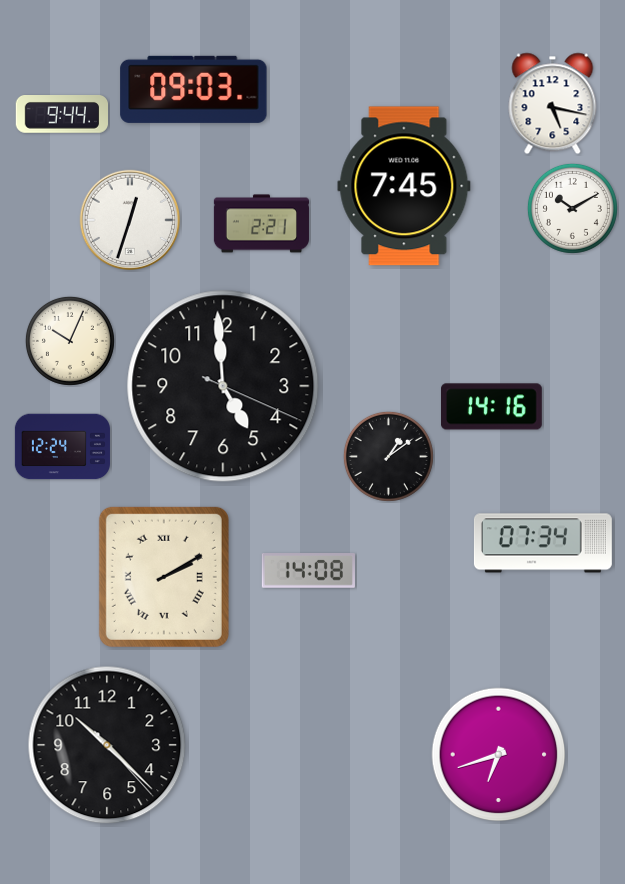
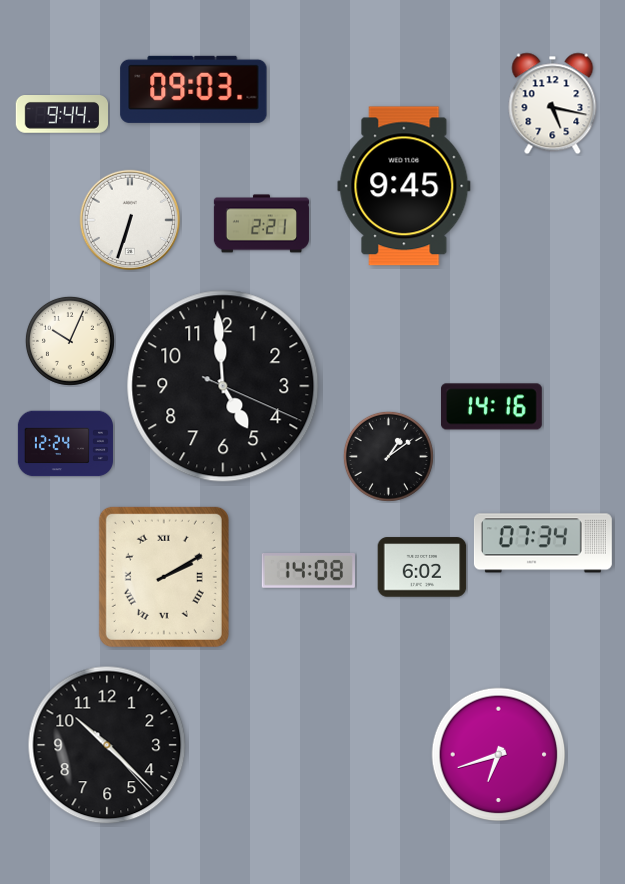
clock at (404, 186): 7:45 -> 9:45
clock at (572, 208): 10:10 -> none
clock at (130, 220): 12:33 -> 6:33
clock at (62, 447) position: (62, 447) -> (65, 444)
clock at (422, 567): none -> 6:02
